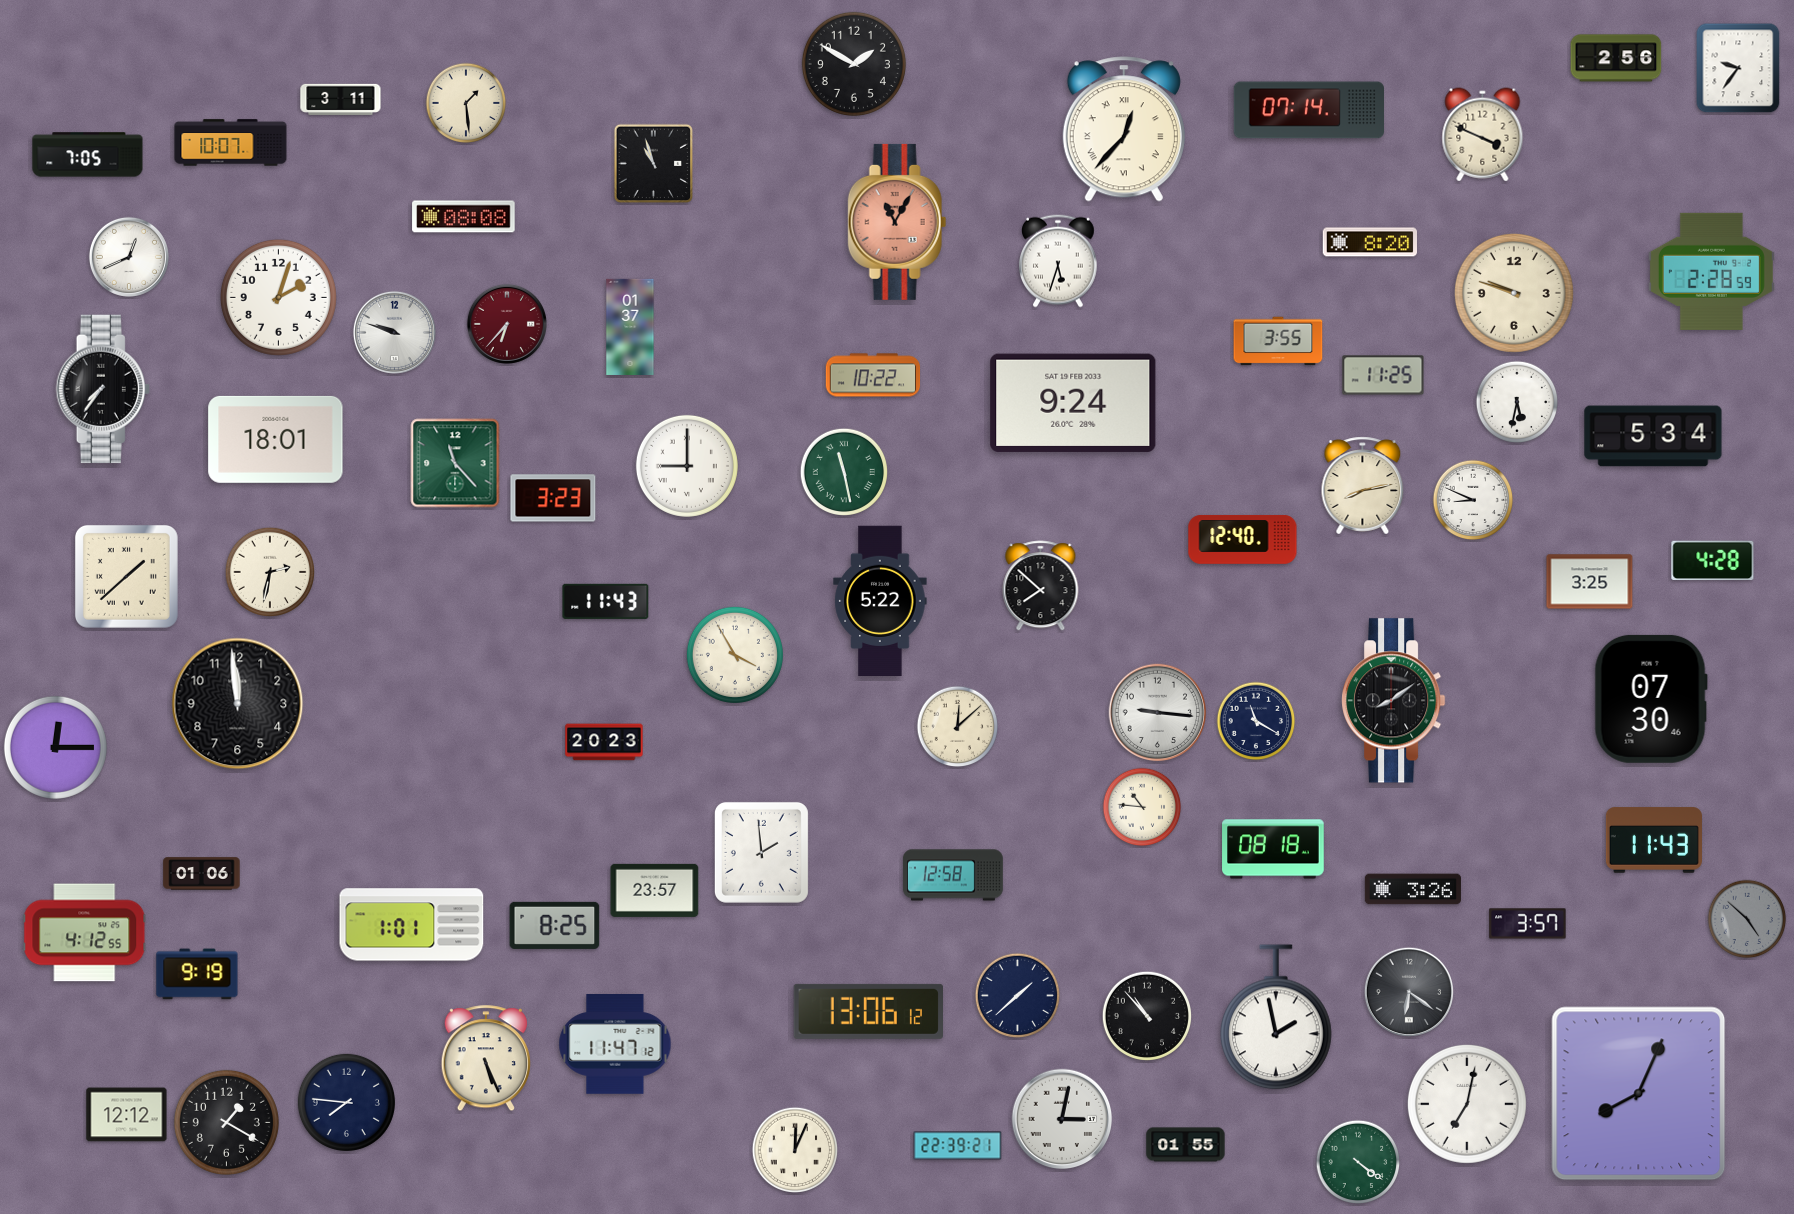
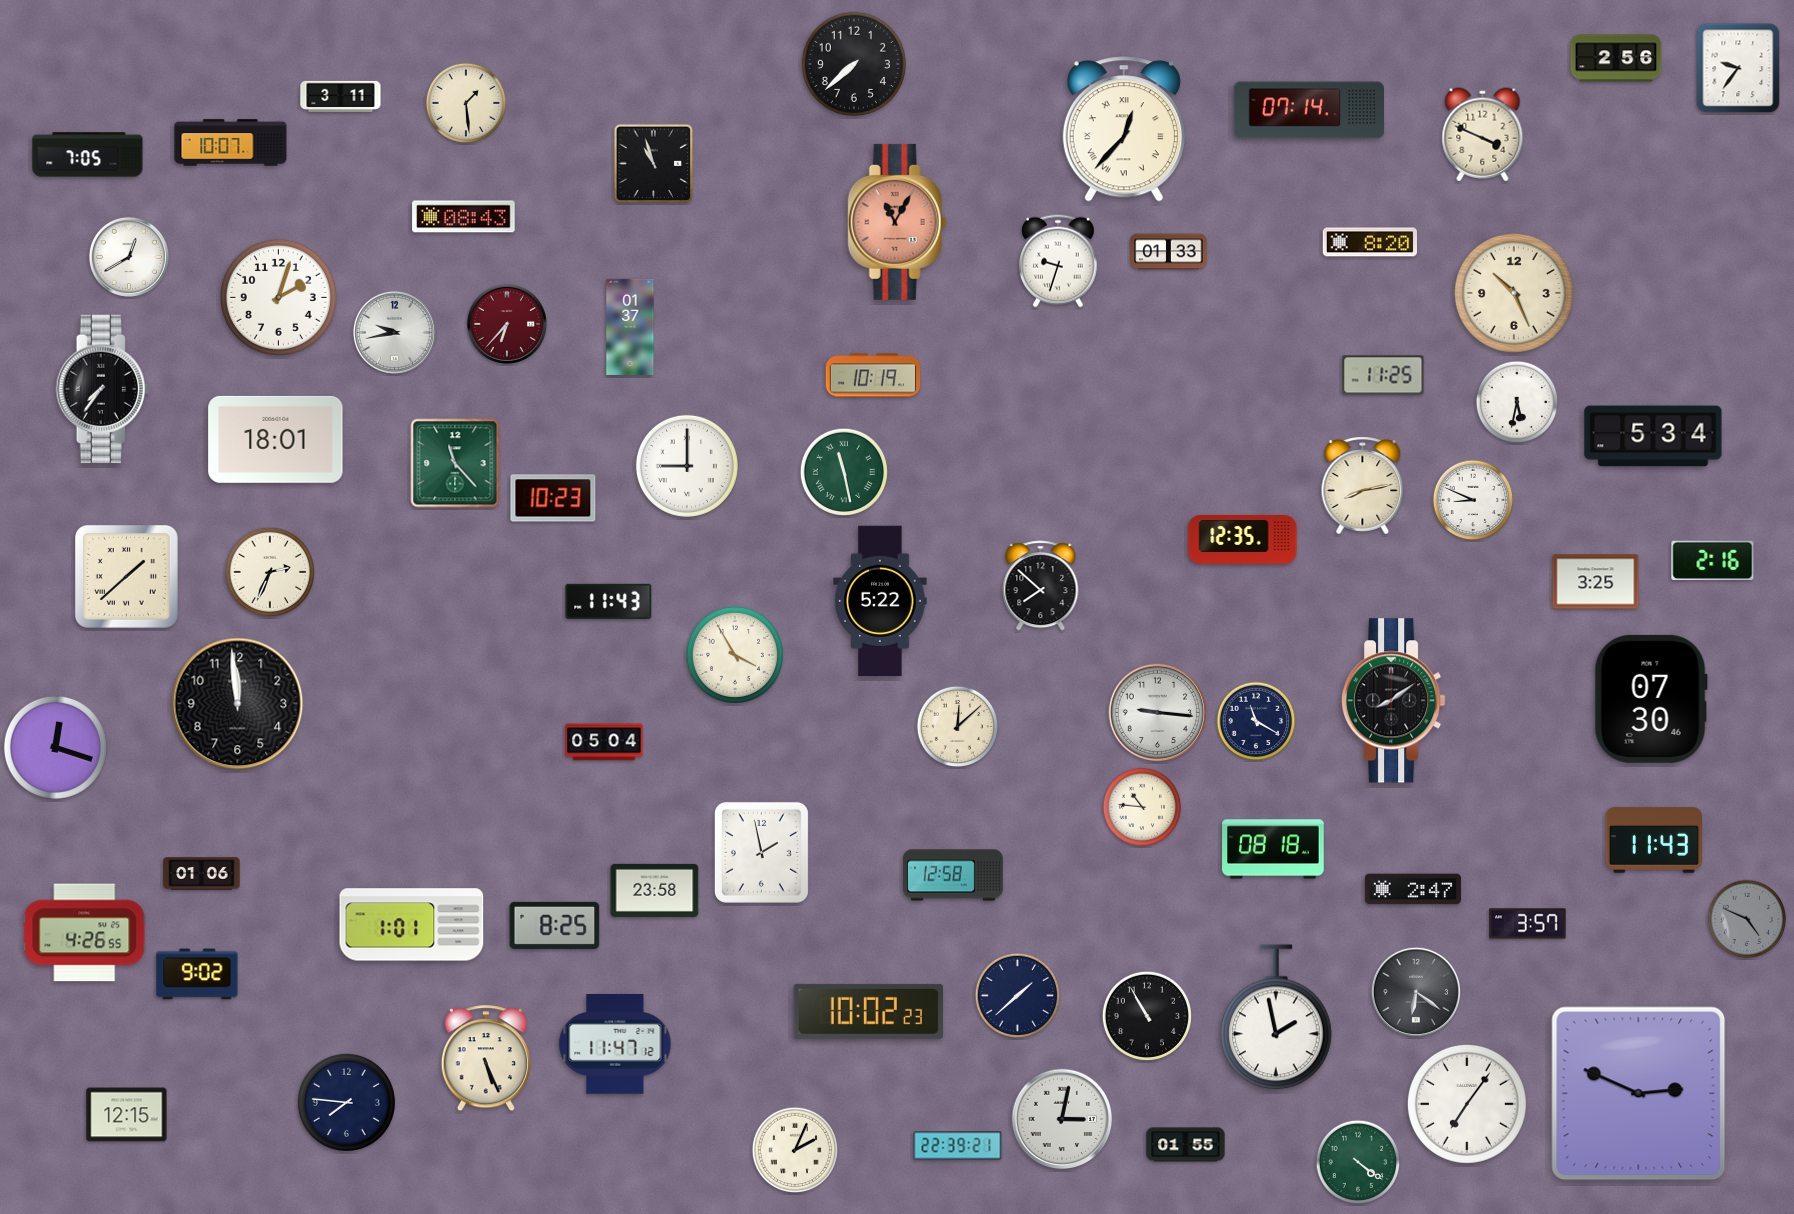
clock at (854, 64): 1:50 -> 7:38
clock at (341, 99) position: (341, 99) -> (341, 96)
clock at (464, 217): 08:08 -> 08:43
clock at (1169, 252): none -> 01:33
clock at (129, 257): 12:41 -> 12:40
clock at (1059, 261): 5:33 -> 9:33
clock at (1711, 271): 2:28 -> none
clock at (1514, 293): 9:48 -> 10:26
clock at (394, 332): 9:48 -> 9:43
clock at (1278, 341): 3:55 -> none
clock at (873, 375): 10:22 -> 10:19
clock at (1073, 403): 9:24 -> none
clock at (553, 498): 3:23 -> 10:23
clock at (1243, 539): 12:40 -> 12:35
clock at (1713, 561): 4:28 -> 2:16
clock at (269, 571): 2:32 -> 2:34
clock at (1590, 582) position: (1590, 582) -> (1596, 582)
clock at (606, 601) position: (606, 601) -> (609, 601)
clock at (604, 742): 20:23 -> 05:04
clock at (55, 747): 12:15 -> 12:18
clock at (761, 852): 1:59 -> 1:58
clock at (1413, 889): 3:26 -> 2:47
clock at (655, 890): 23:57 -> 23:58
clock at (1747, 919): 4:52 -> 4:49
clock at (85, 933): 4:12 -> 4:26
clock at (197, 974): 9:19 -> 9:02
clock at (1408, 991) position: (1408, 991) -> (1415, 991)
clock at (868, 1011): 13:06 -> 10:02
clock at (1146, 1015): 10:53 -> 10:55
clock at (1639, 1094): 8:04 -> 2:49
clock at (1467, 1104): 7:02 -> 7:06
clock at (127, 1115): 12:12 -> 12:15
clock at (226, 1122): 1:20 -> none
clock at (795, 1150): 12:04 -> 2:04
